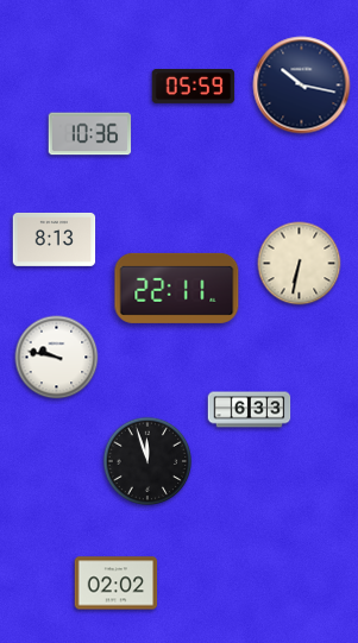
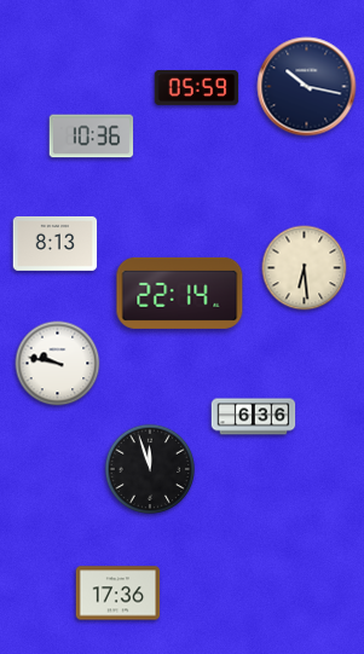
clock at (300, 264): 6:32 -> 6:29
clock at (177, 288): 22:11 -> 22:14
clock at (250, 410): 6:33 -> 6:36
clock at (117, 584): 02:02 -> 17:36
